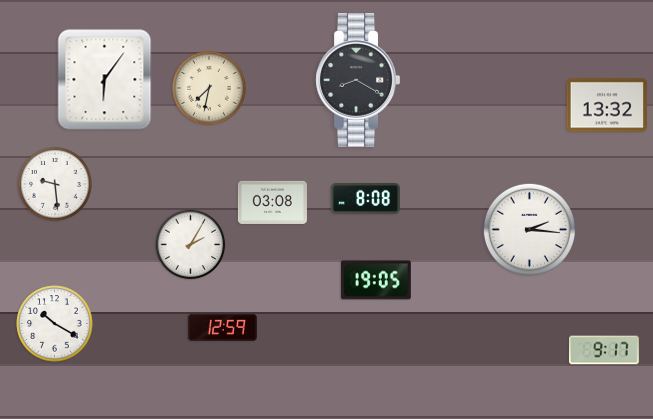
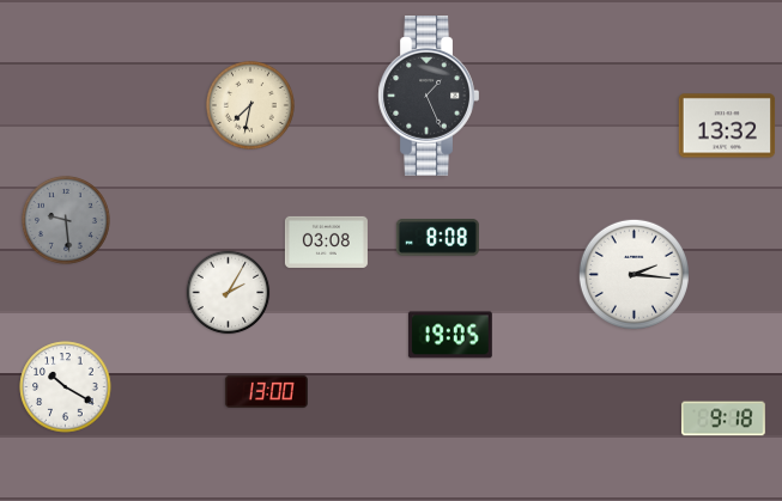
clock at (105, 80): 6:06 -> none
clock at (358, 81): 8:20 -> 1:26
clock at (55, 184) dial: white -> grey
clock at (222, 327): 12:59 -> 13:00
clock at (604, 350): 9:17 -> 9:18
